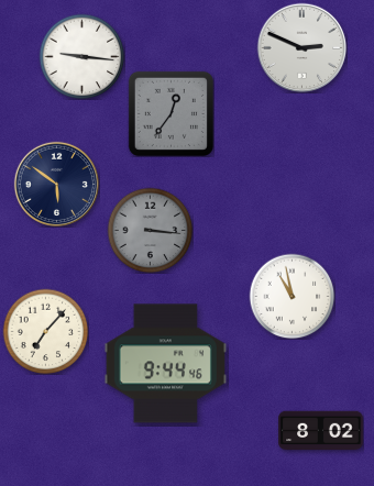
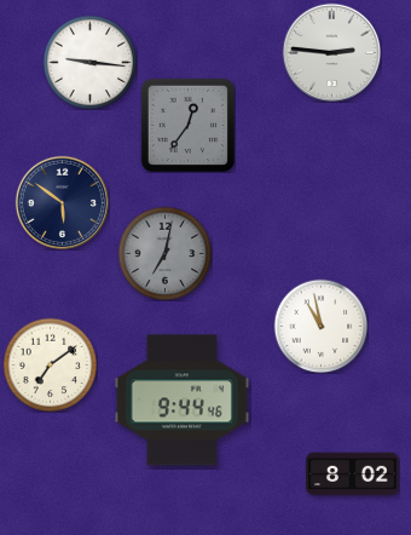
clock at (301, 47): 2:49 -> 2:46
clock at (150, 230): 3:16 -> 7:02
clock at (45, 331): 7:07 -> 7:09
